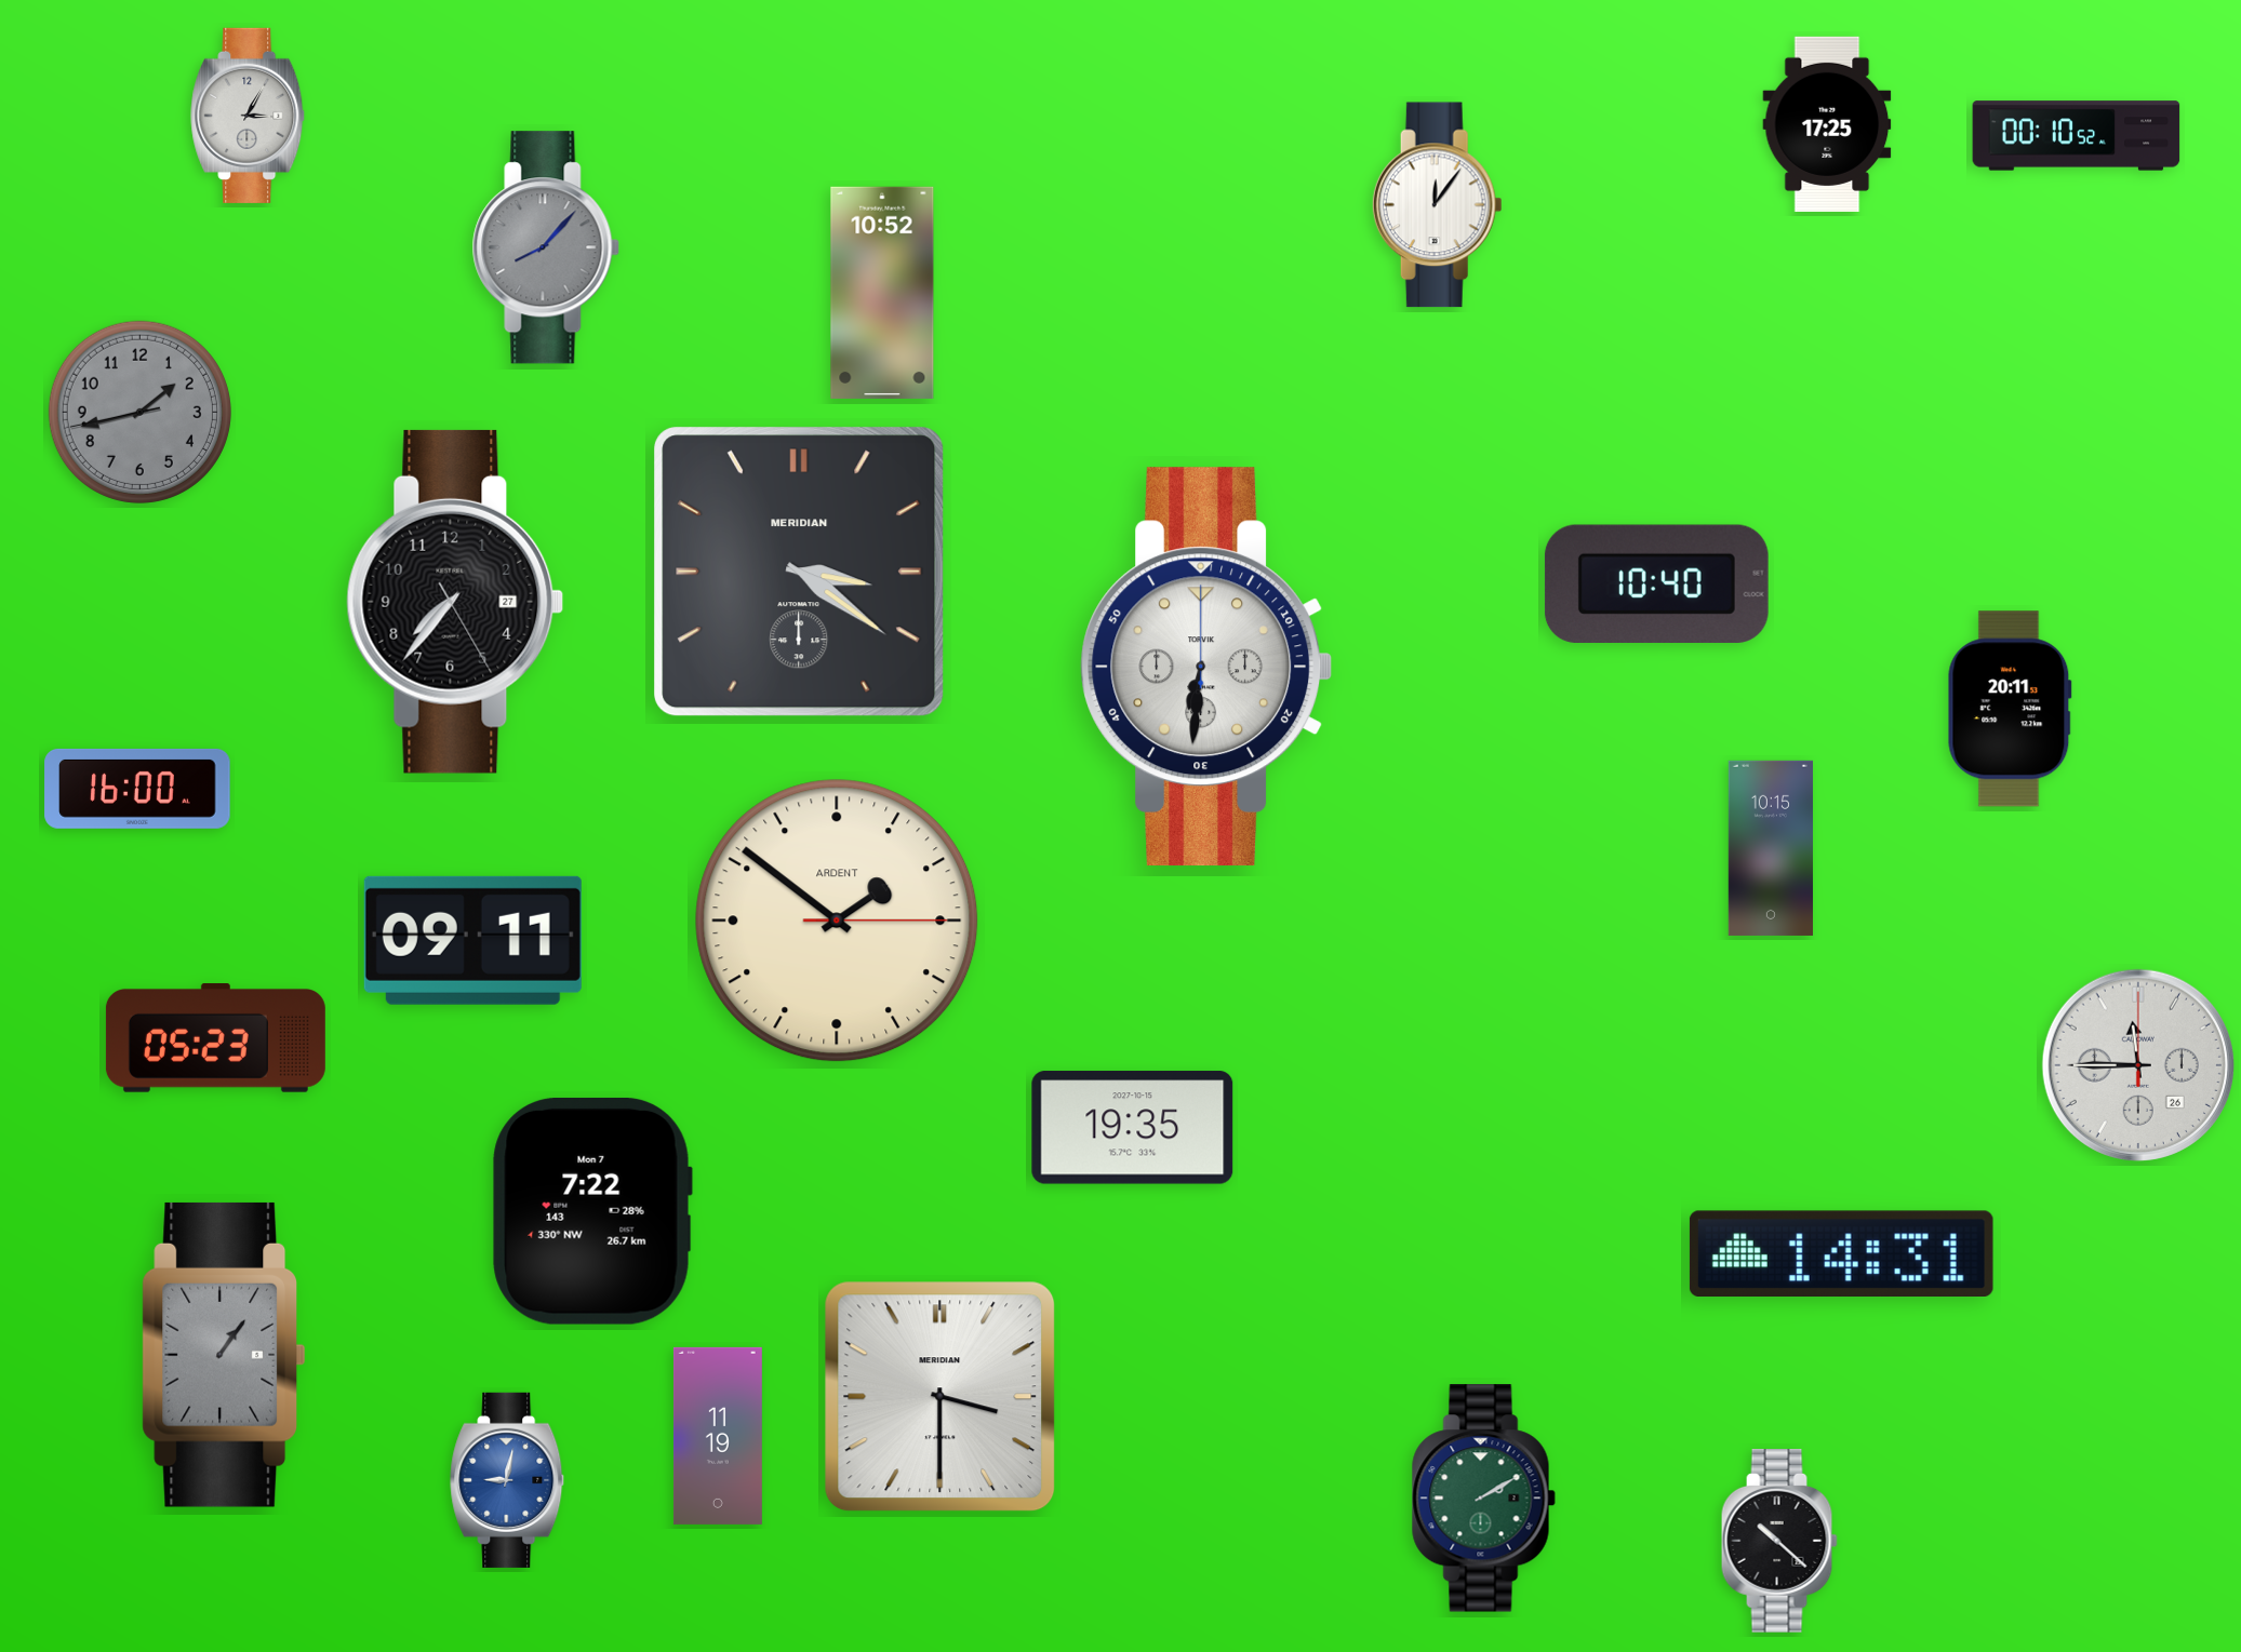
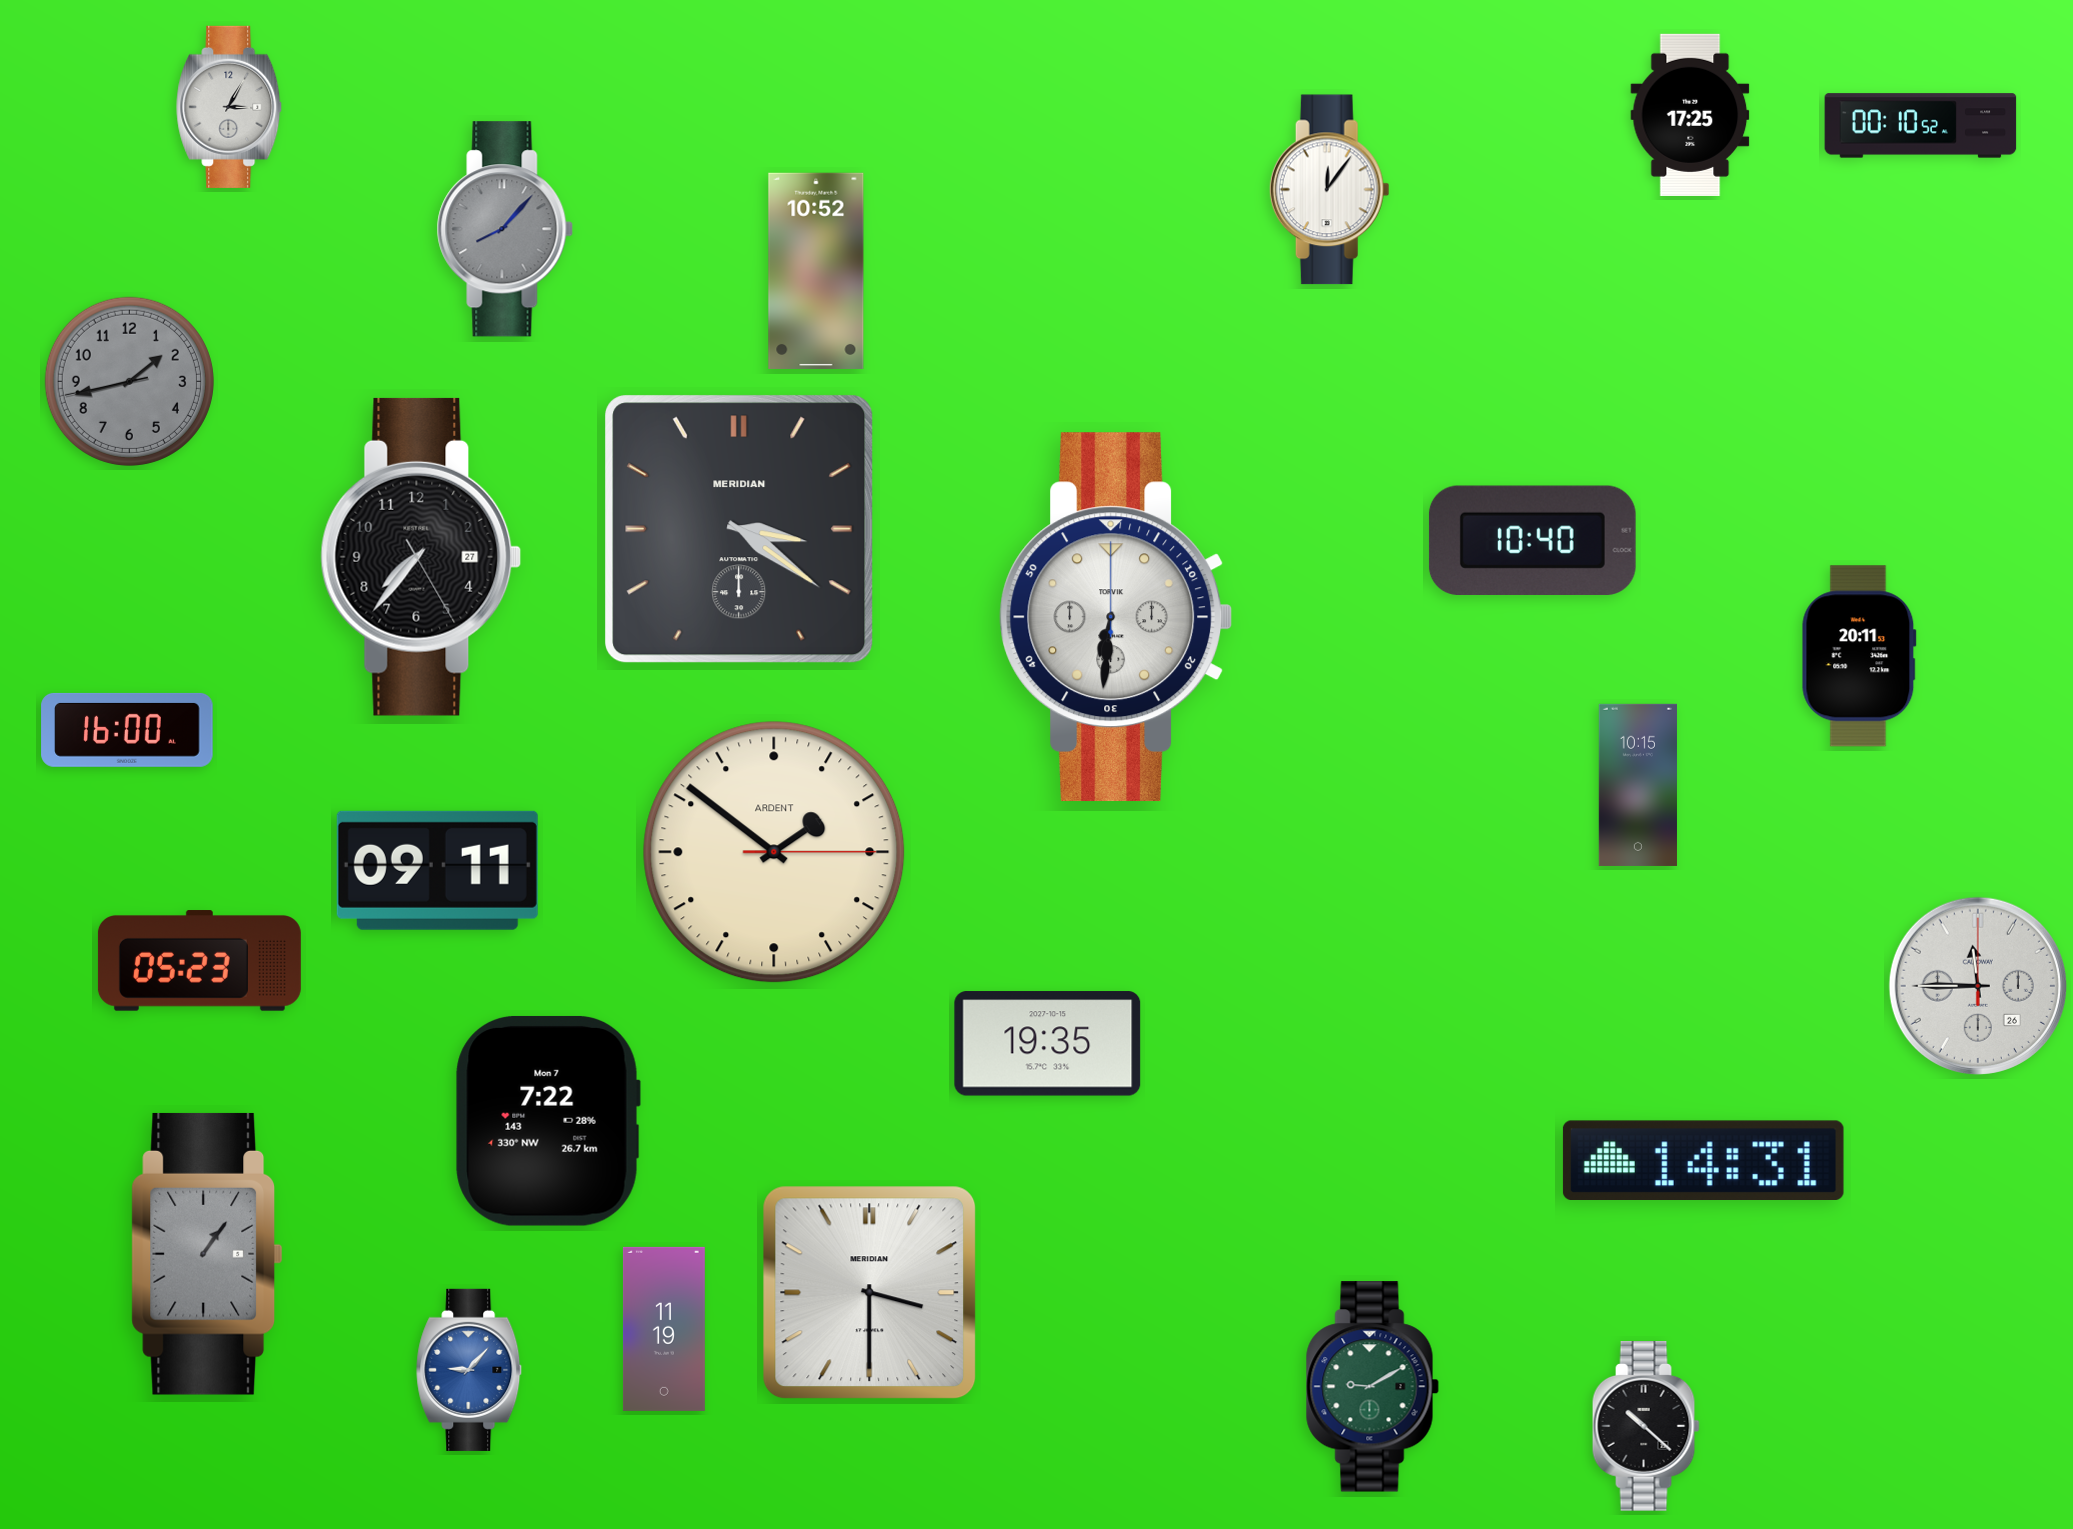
clock at (508, 1480): 9:02 -> 9:07
clock at (1483, 1499): 2:10 -> 9:10
